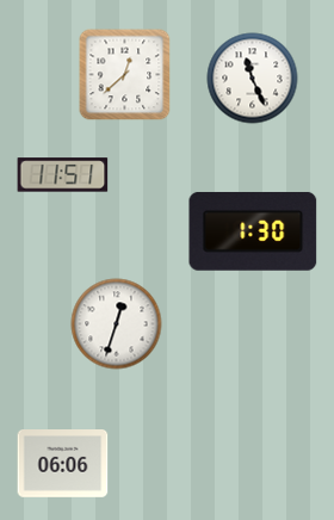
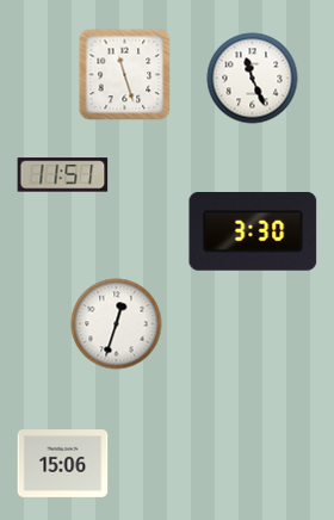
clock at (125, 75): 12:38 -> 11:27
clock at (253, 231): 1:30 -> 3:30
clock at (63, 464): 06:06 -> 15:06
